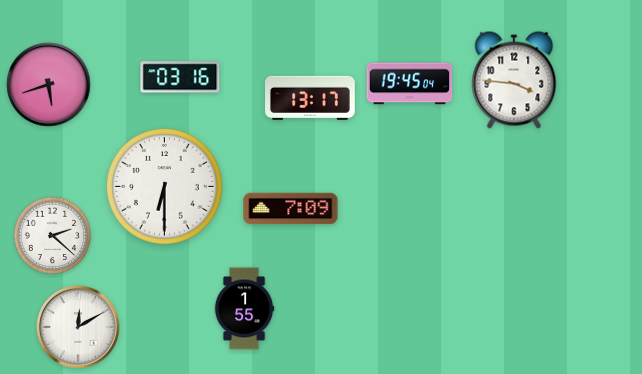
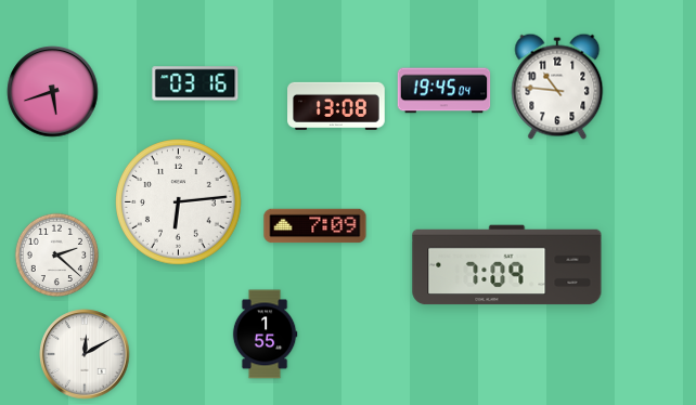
clock at (514, 80): 3:46 -> 10:46
clock at (310, 98): 13:17 -> 13:08
clock at (165, 187): 6:30 -> 6:14
clock at (507, 265): none -> 7:09
